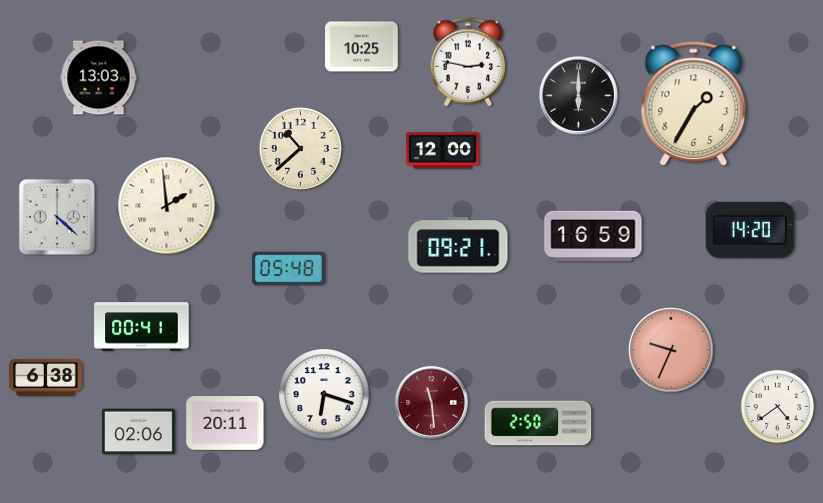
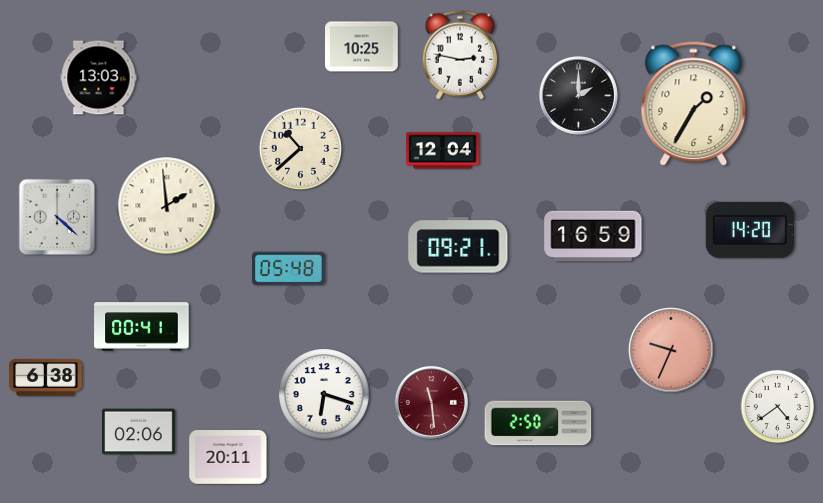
clock at (468, 62) position: (468, 62) -> (460, 55)
clock at (578, 95): 6:00 -> 2:00
clock at (443, 151): 12:00 -> 12:04
clock at (225, 424) position: (225, 424) -> (228, 458)
